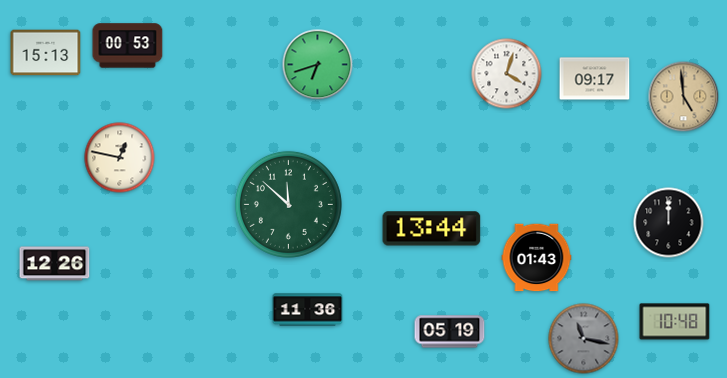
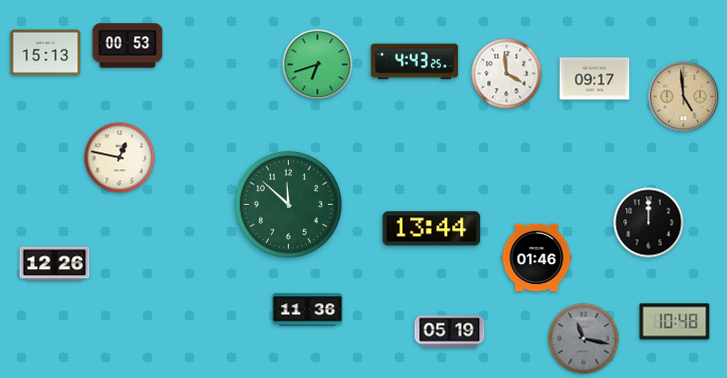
clock at (414, 62): none -> 4:43
clock at (507, 74): 4:03 -> 3:59
clock at (669, 223) position: (669, 223) -> (649, 223)
clock at (537, 258): 01:43 -> 01:46
